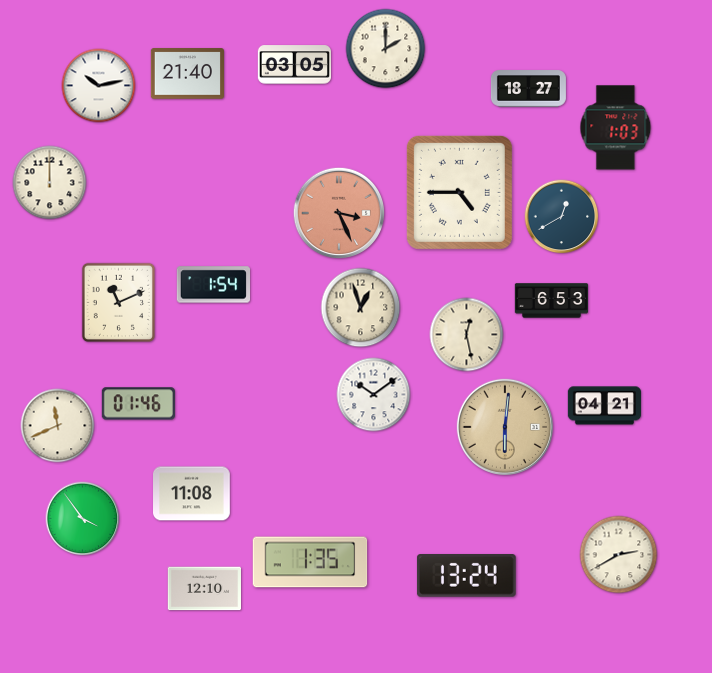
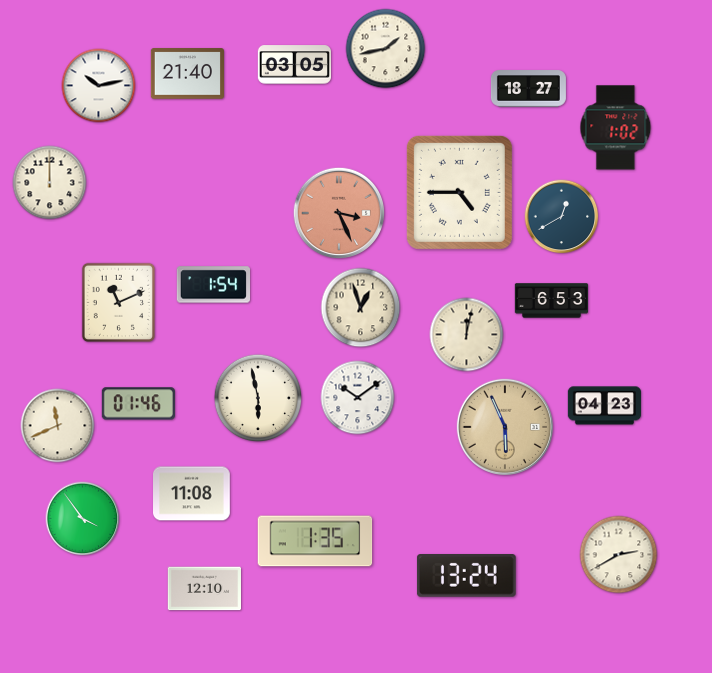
clock at (386, 49): 2:00 -> 1:43
clock at (616, 128): 1:03 -> 1:02
clock at (467, 335): 12:28 -> 12:02
clock at (374, 395) position: (374, 395) -> (358, 398)
clock at (258, 398): none -> 5:58
clock at (604, 406): 04:21 -> 04:23
clock at (505, 427): 6:01 -> 5:56
clock at (310, 562) position: (310, 562) -> (315, 541)
